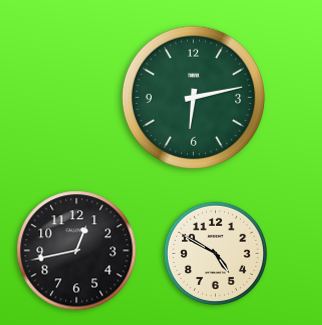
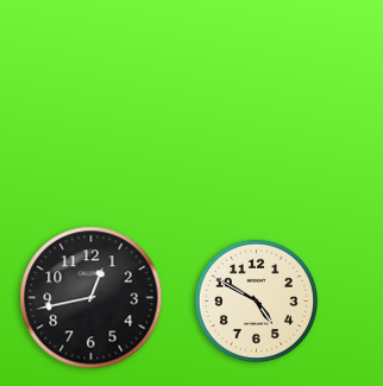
clock at (193, 97): 6:13 -> none
